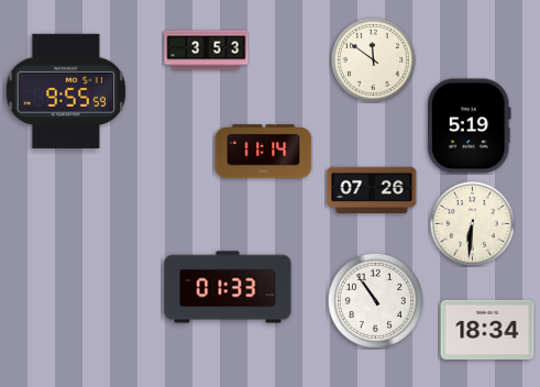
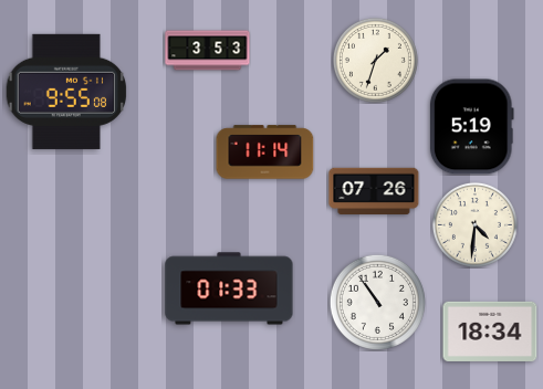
clock at (373, 59): 11:51 -> 1:33
clock at (66, 91): 9:55:59 -> 9:55:08
clock at (472, 223): 6:31 -> 4:31
